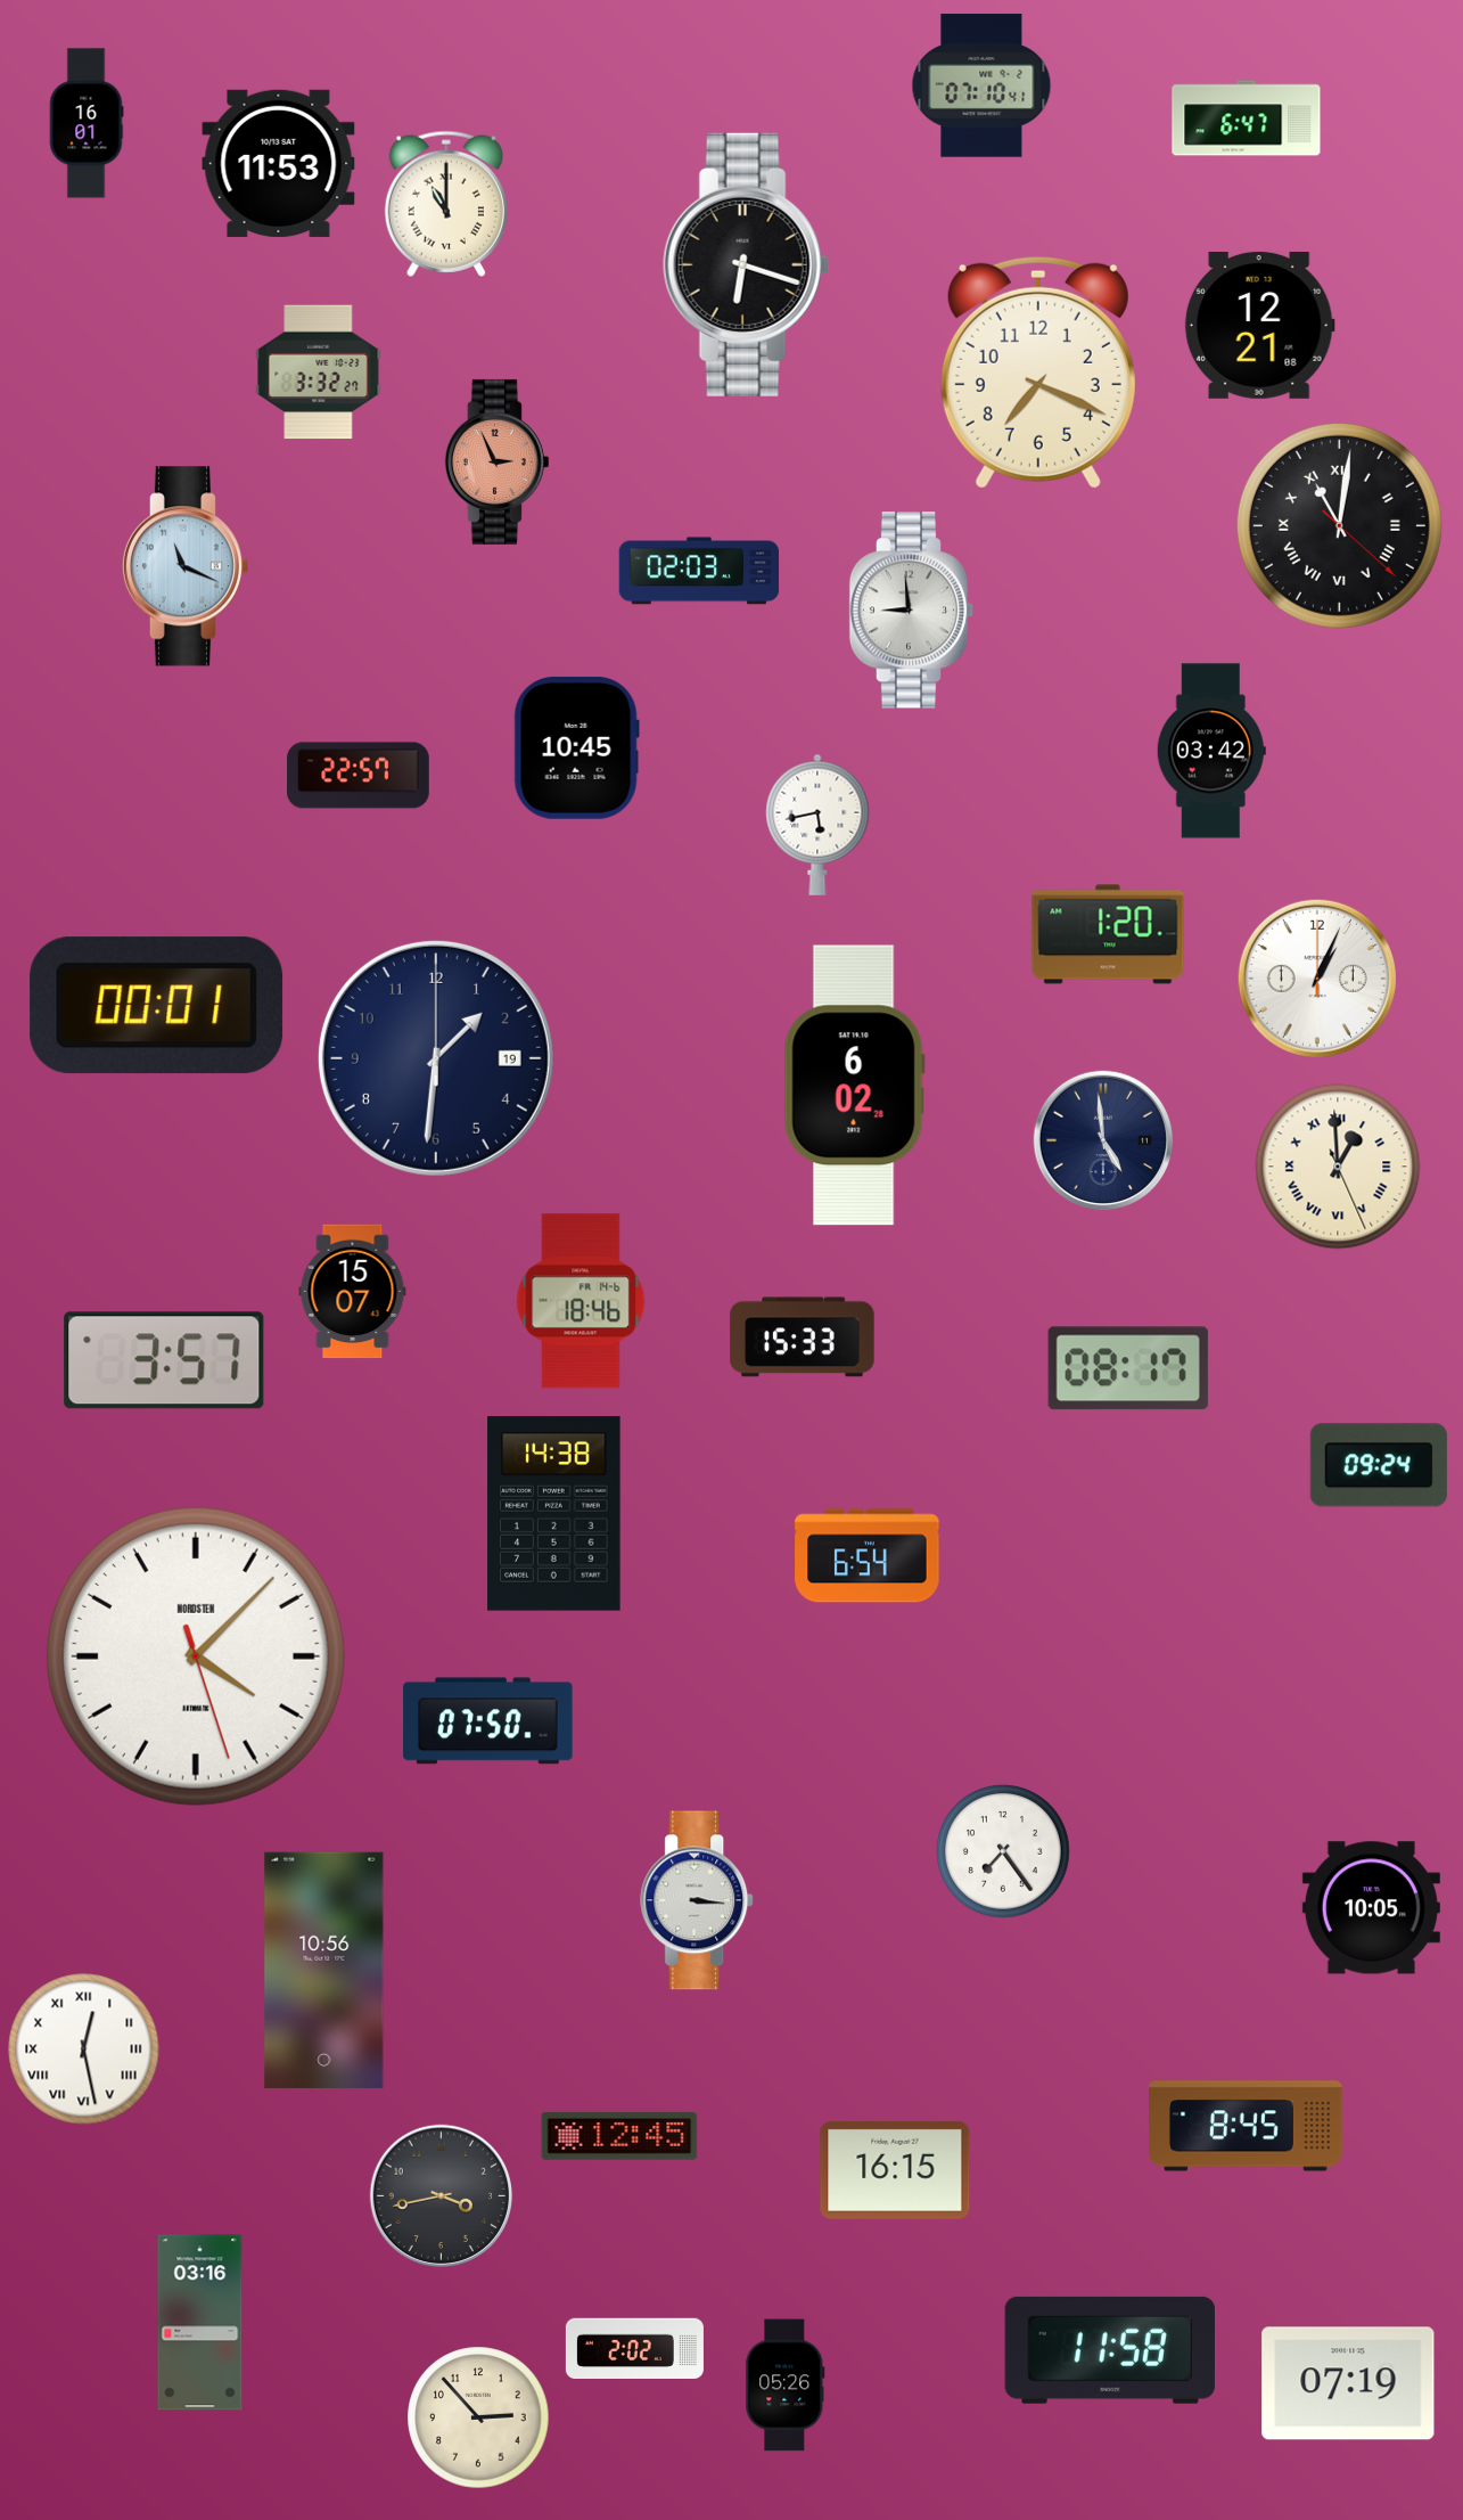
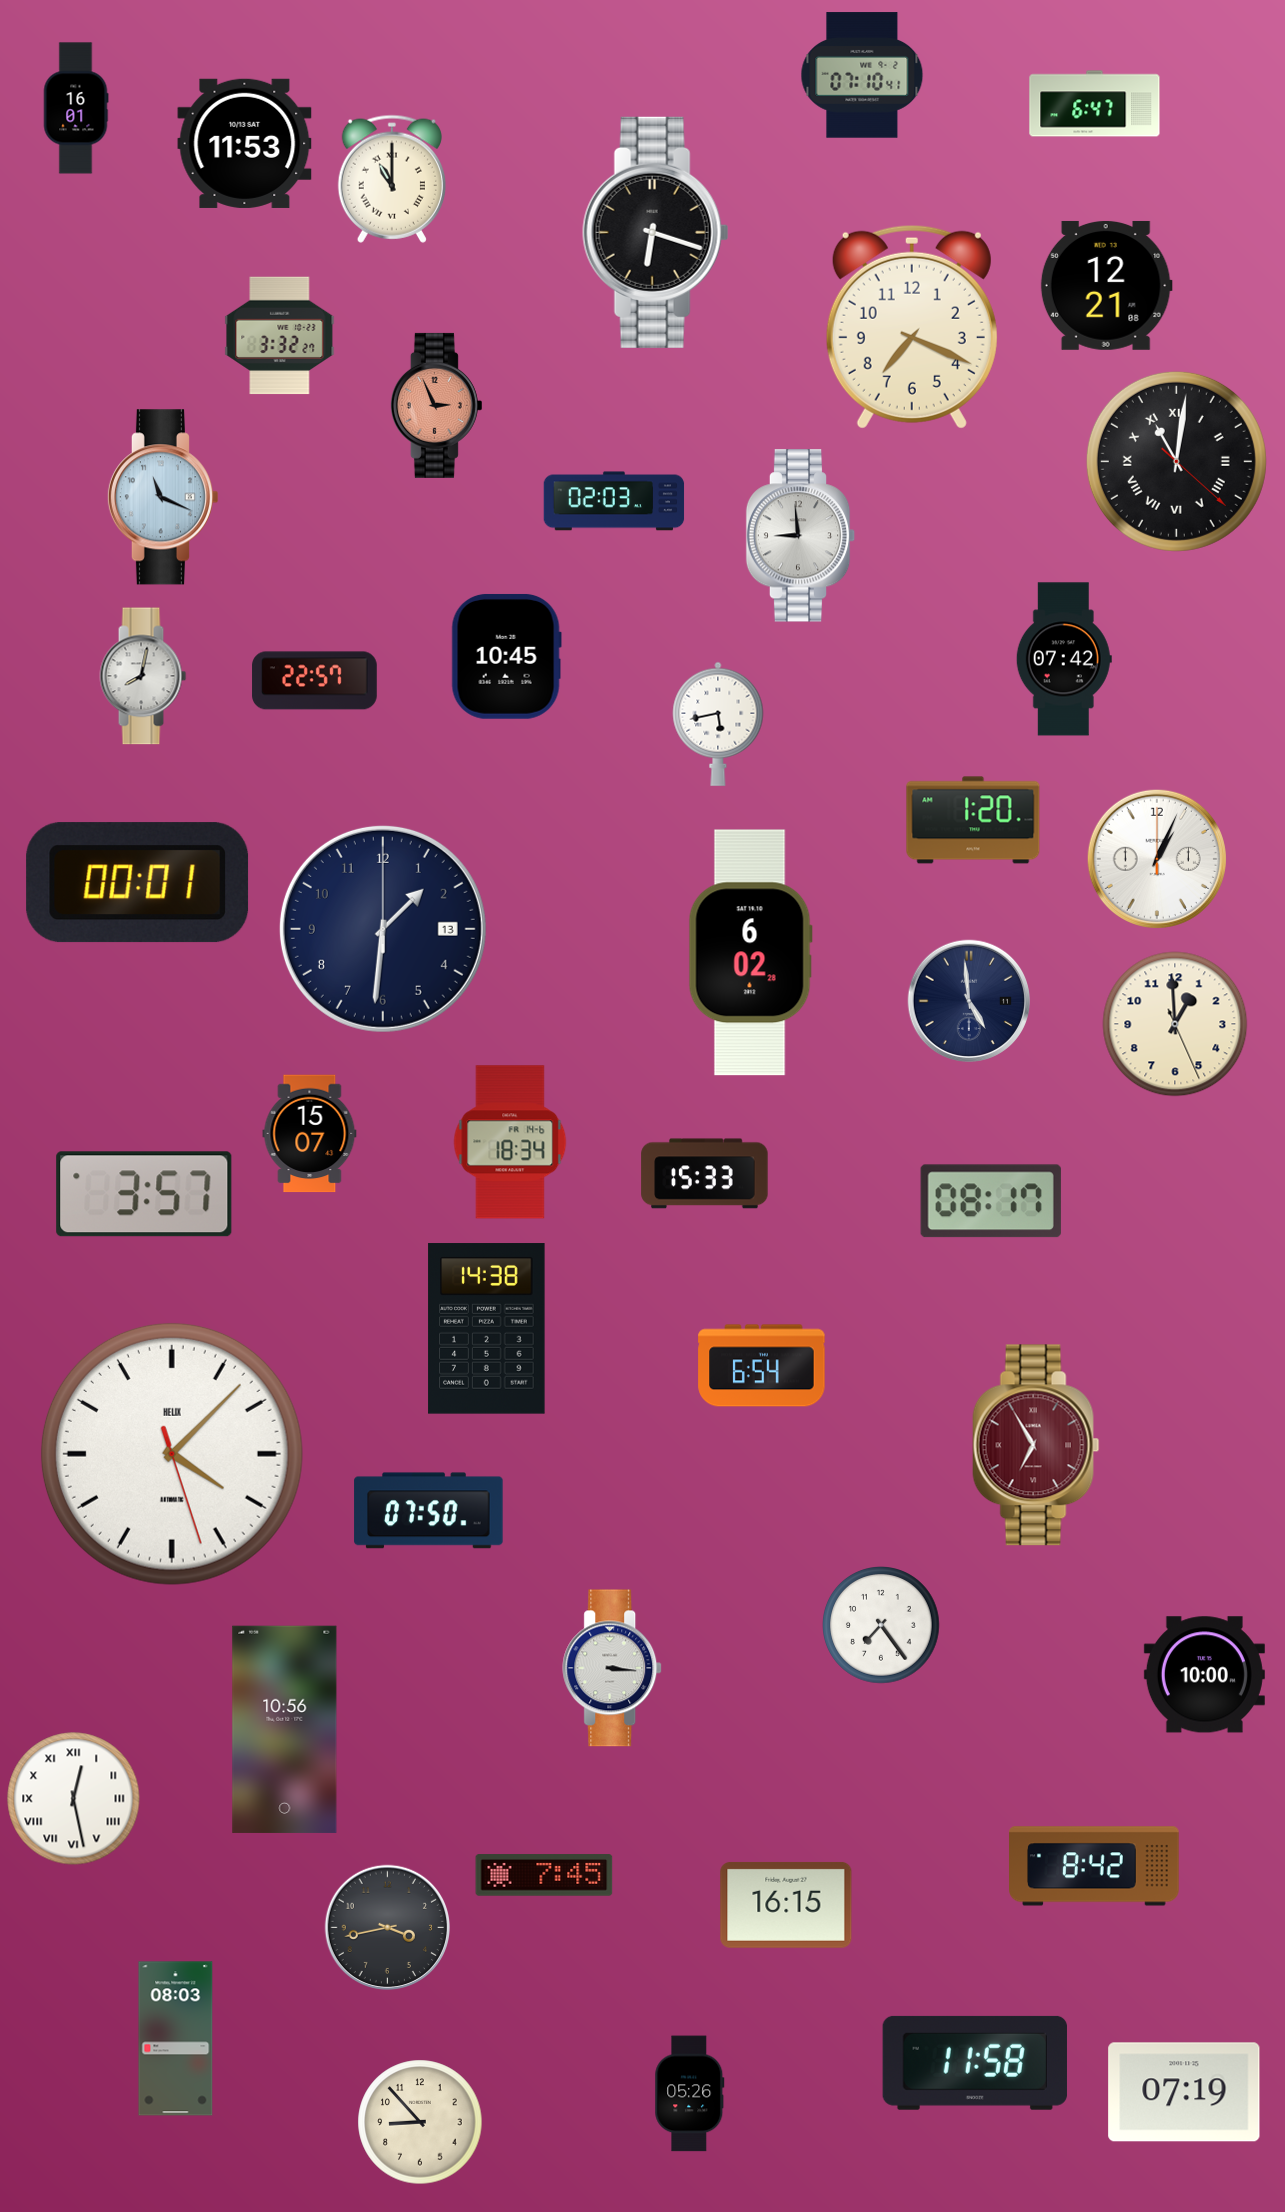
clock at (319, 373) position: (319, 373) -> (280, 336)
clock at (1211, 751): 03:42 -> 07:42
clock at (143, 676): none -> 8:02
clock at (436, 1058) date: 19 -> 13
clock at (1338, 1167) numerals: Roman -> Arabic
clock at (581, 1301): 18:46 -> 18:34
clock at (1379, 1465): 09:24 -> none
clock at (1036, 1445): none -> 6:55
clock at (196, 1656) brand: NORDSTEN -> HELIX
clock at (1371, 1908): 10:05 -> 10:00
clock at (1246, 2126): 8:45 -> 8:42
clock at (619, 2136): 12:45 -> 7:45
clock at (200, 2323): 03:16 -> 08:03
clock at (634, 2348): 2:02 -> none
clock at (478, 2417): 2:53 -> 8:53
